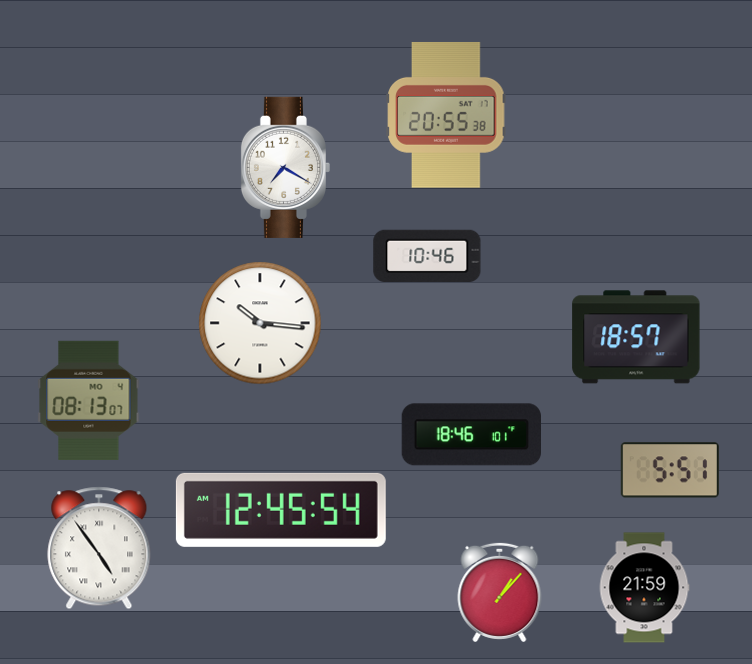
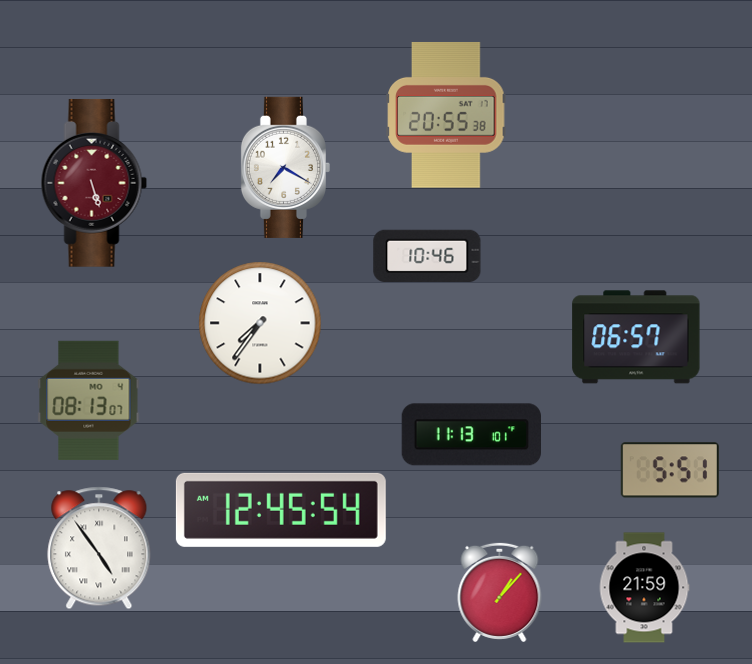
clock at (94, 183): none -> 5:27
clock at (260, 323): 10:16 -> 7:36
clock at (636, 337): 18:57 -> 06:57
clock at (471, 435): 18:46 -> 11:13
